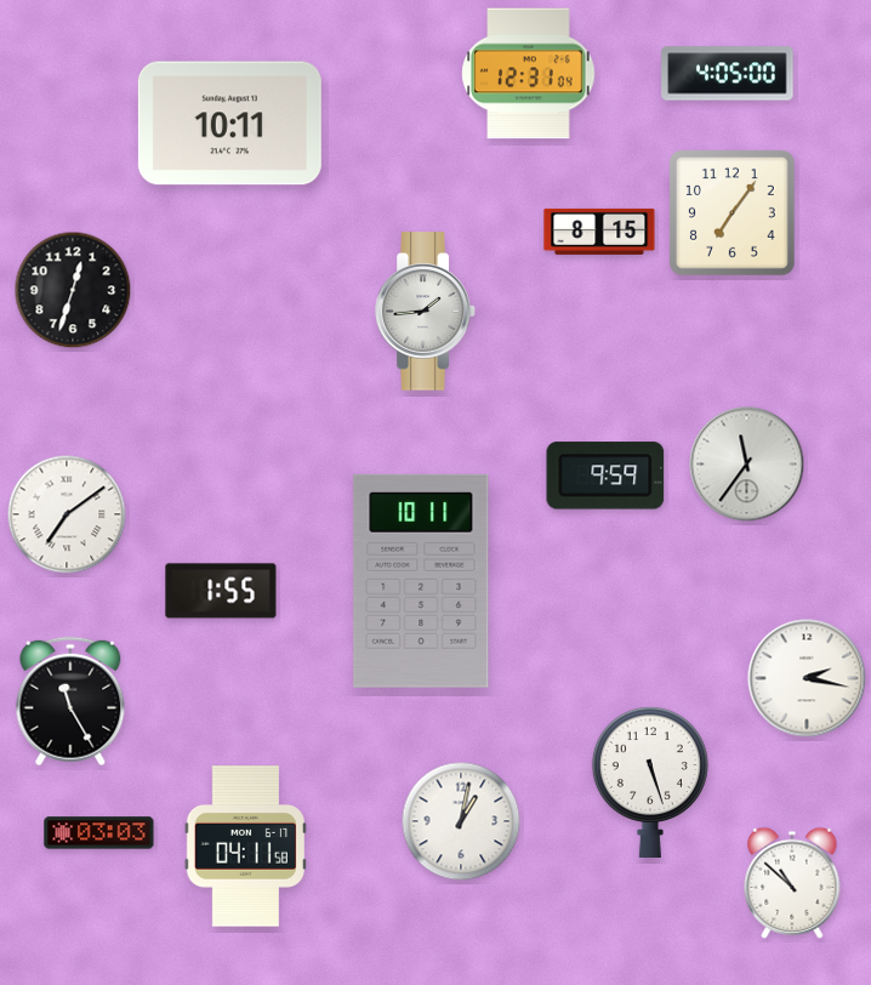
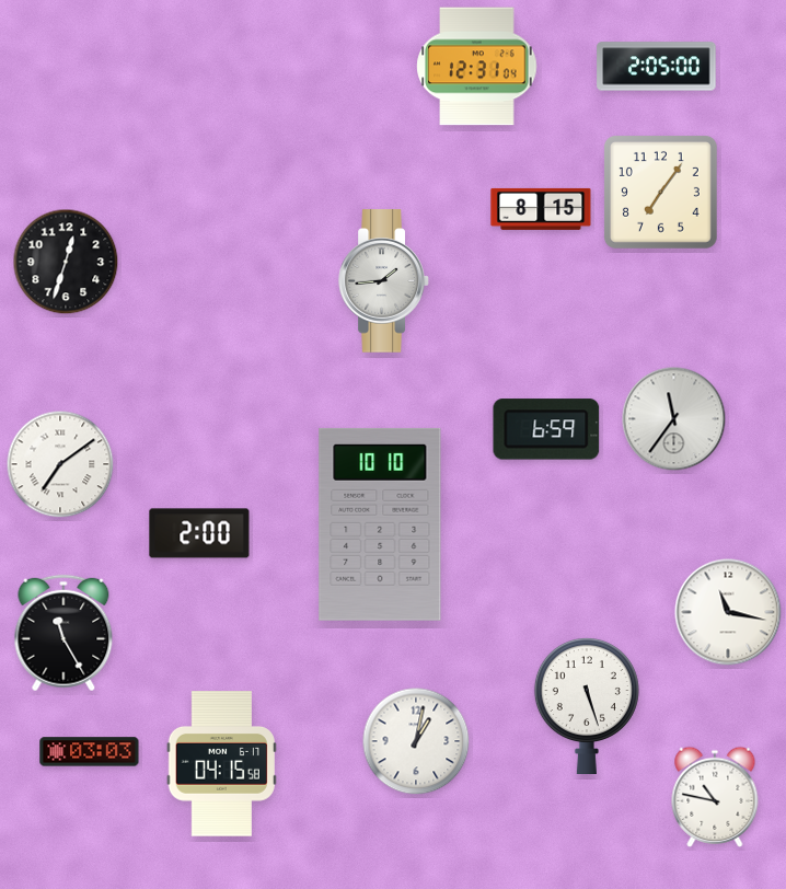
clock at (728, 74): 4:05 -> 2:05
clock at (229, 124): 10:11 -> none
clock at (605, 476): 9:59 -> 6:59
clock at (421, 581): 10:11 -> 10:10
clock at (221, 591): 1:55 -> 2:00
clock at (807, 678): 2:17 -> 11:17
clock at (245, 847): 04:11 -> 04:15
clock at (792, 883): 10:52 -> 10:47
